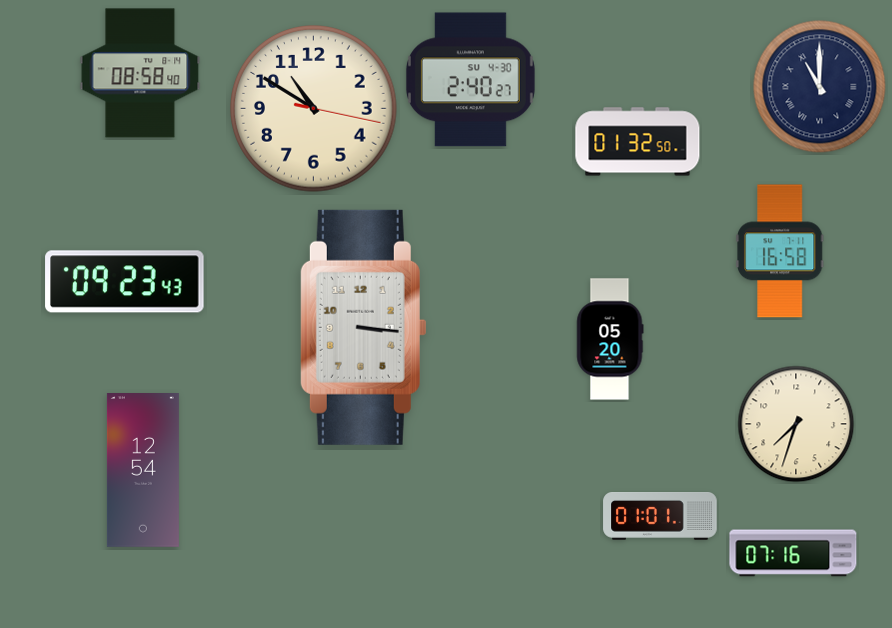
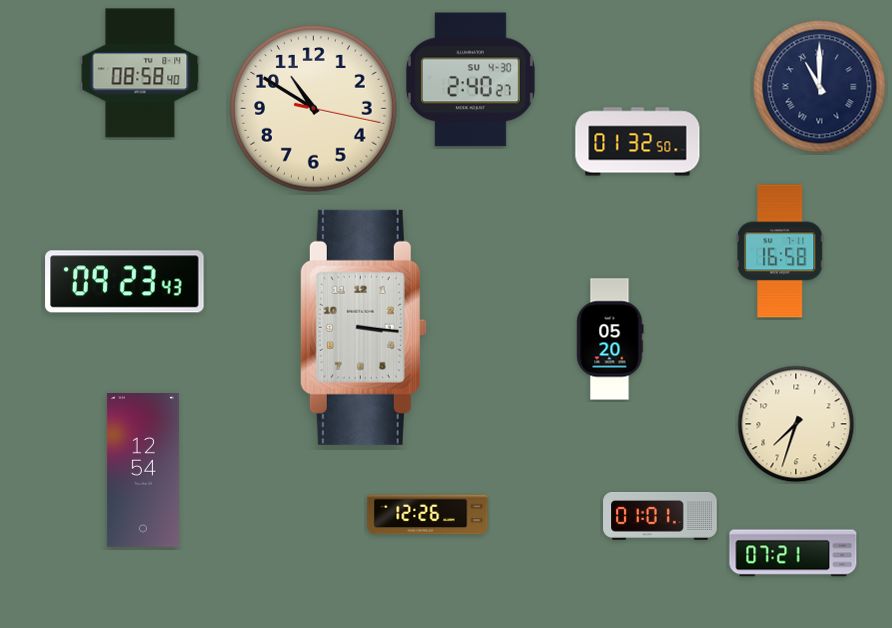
clock at (428, 515): none -> 12:26
clock at (793, 553): 07:16 -> 07:21
